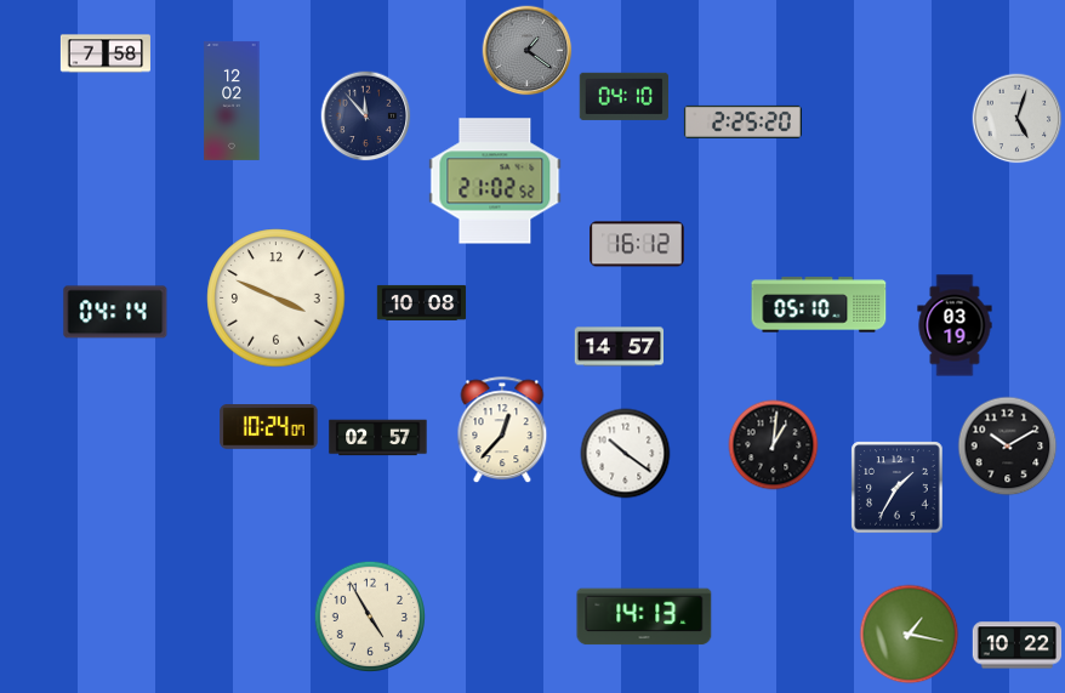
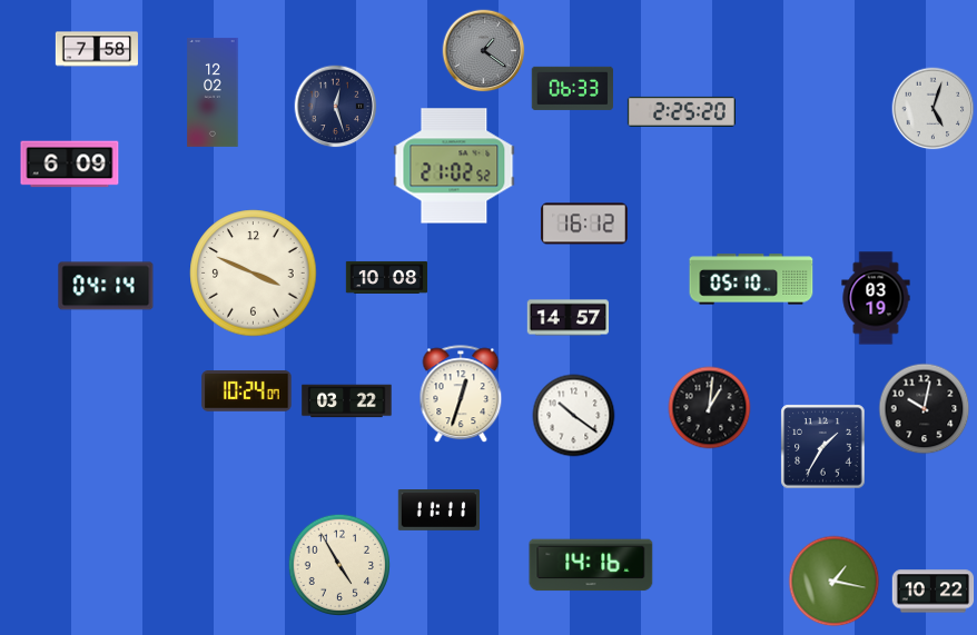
clock at (528, 51) position: (528, 51) -> (484, 51)
clock at (623, 96): 04:10 -> 06:33
clock at (366, 117): 11:53 -> 12:27
clock at (70, 165): none -> 6:09
clock at (502, 431): 12:37 -> 12:33
clock at (378, 438): 02:57 -> 03:22
clock at (1008, 447): 10:10 -> 10:02
clock at (440, 510): none -> 11:11
clock at (644, 617): 14:13 -> 14:16
